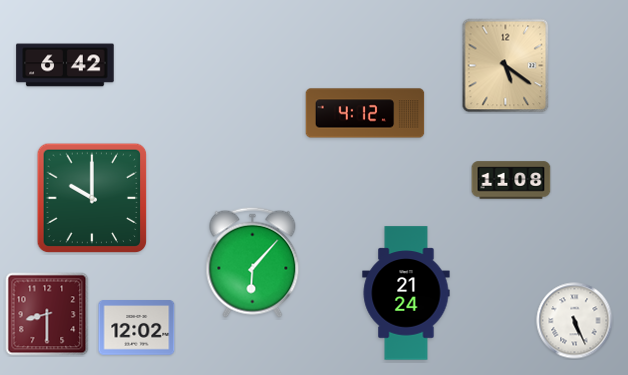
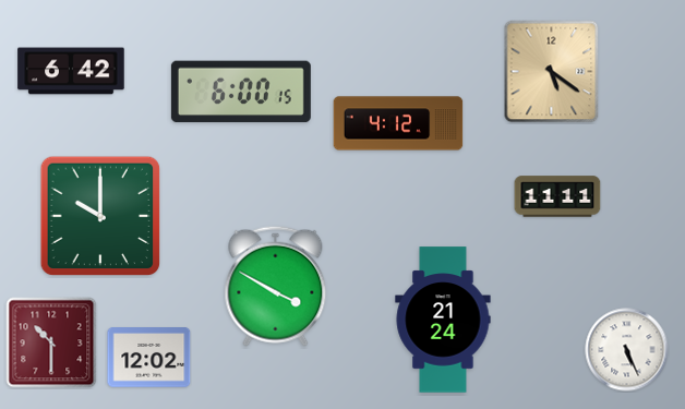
clock at (241, 92): none -> 6:00
clock at (511, 180): 11:08 -> 11:11
clock at (253, 262): 6:07 -> 3:50
clock at (47, 314): 8:30 -> 10:30
